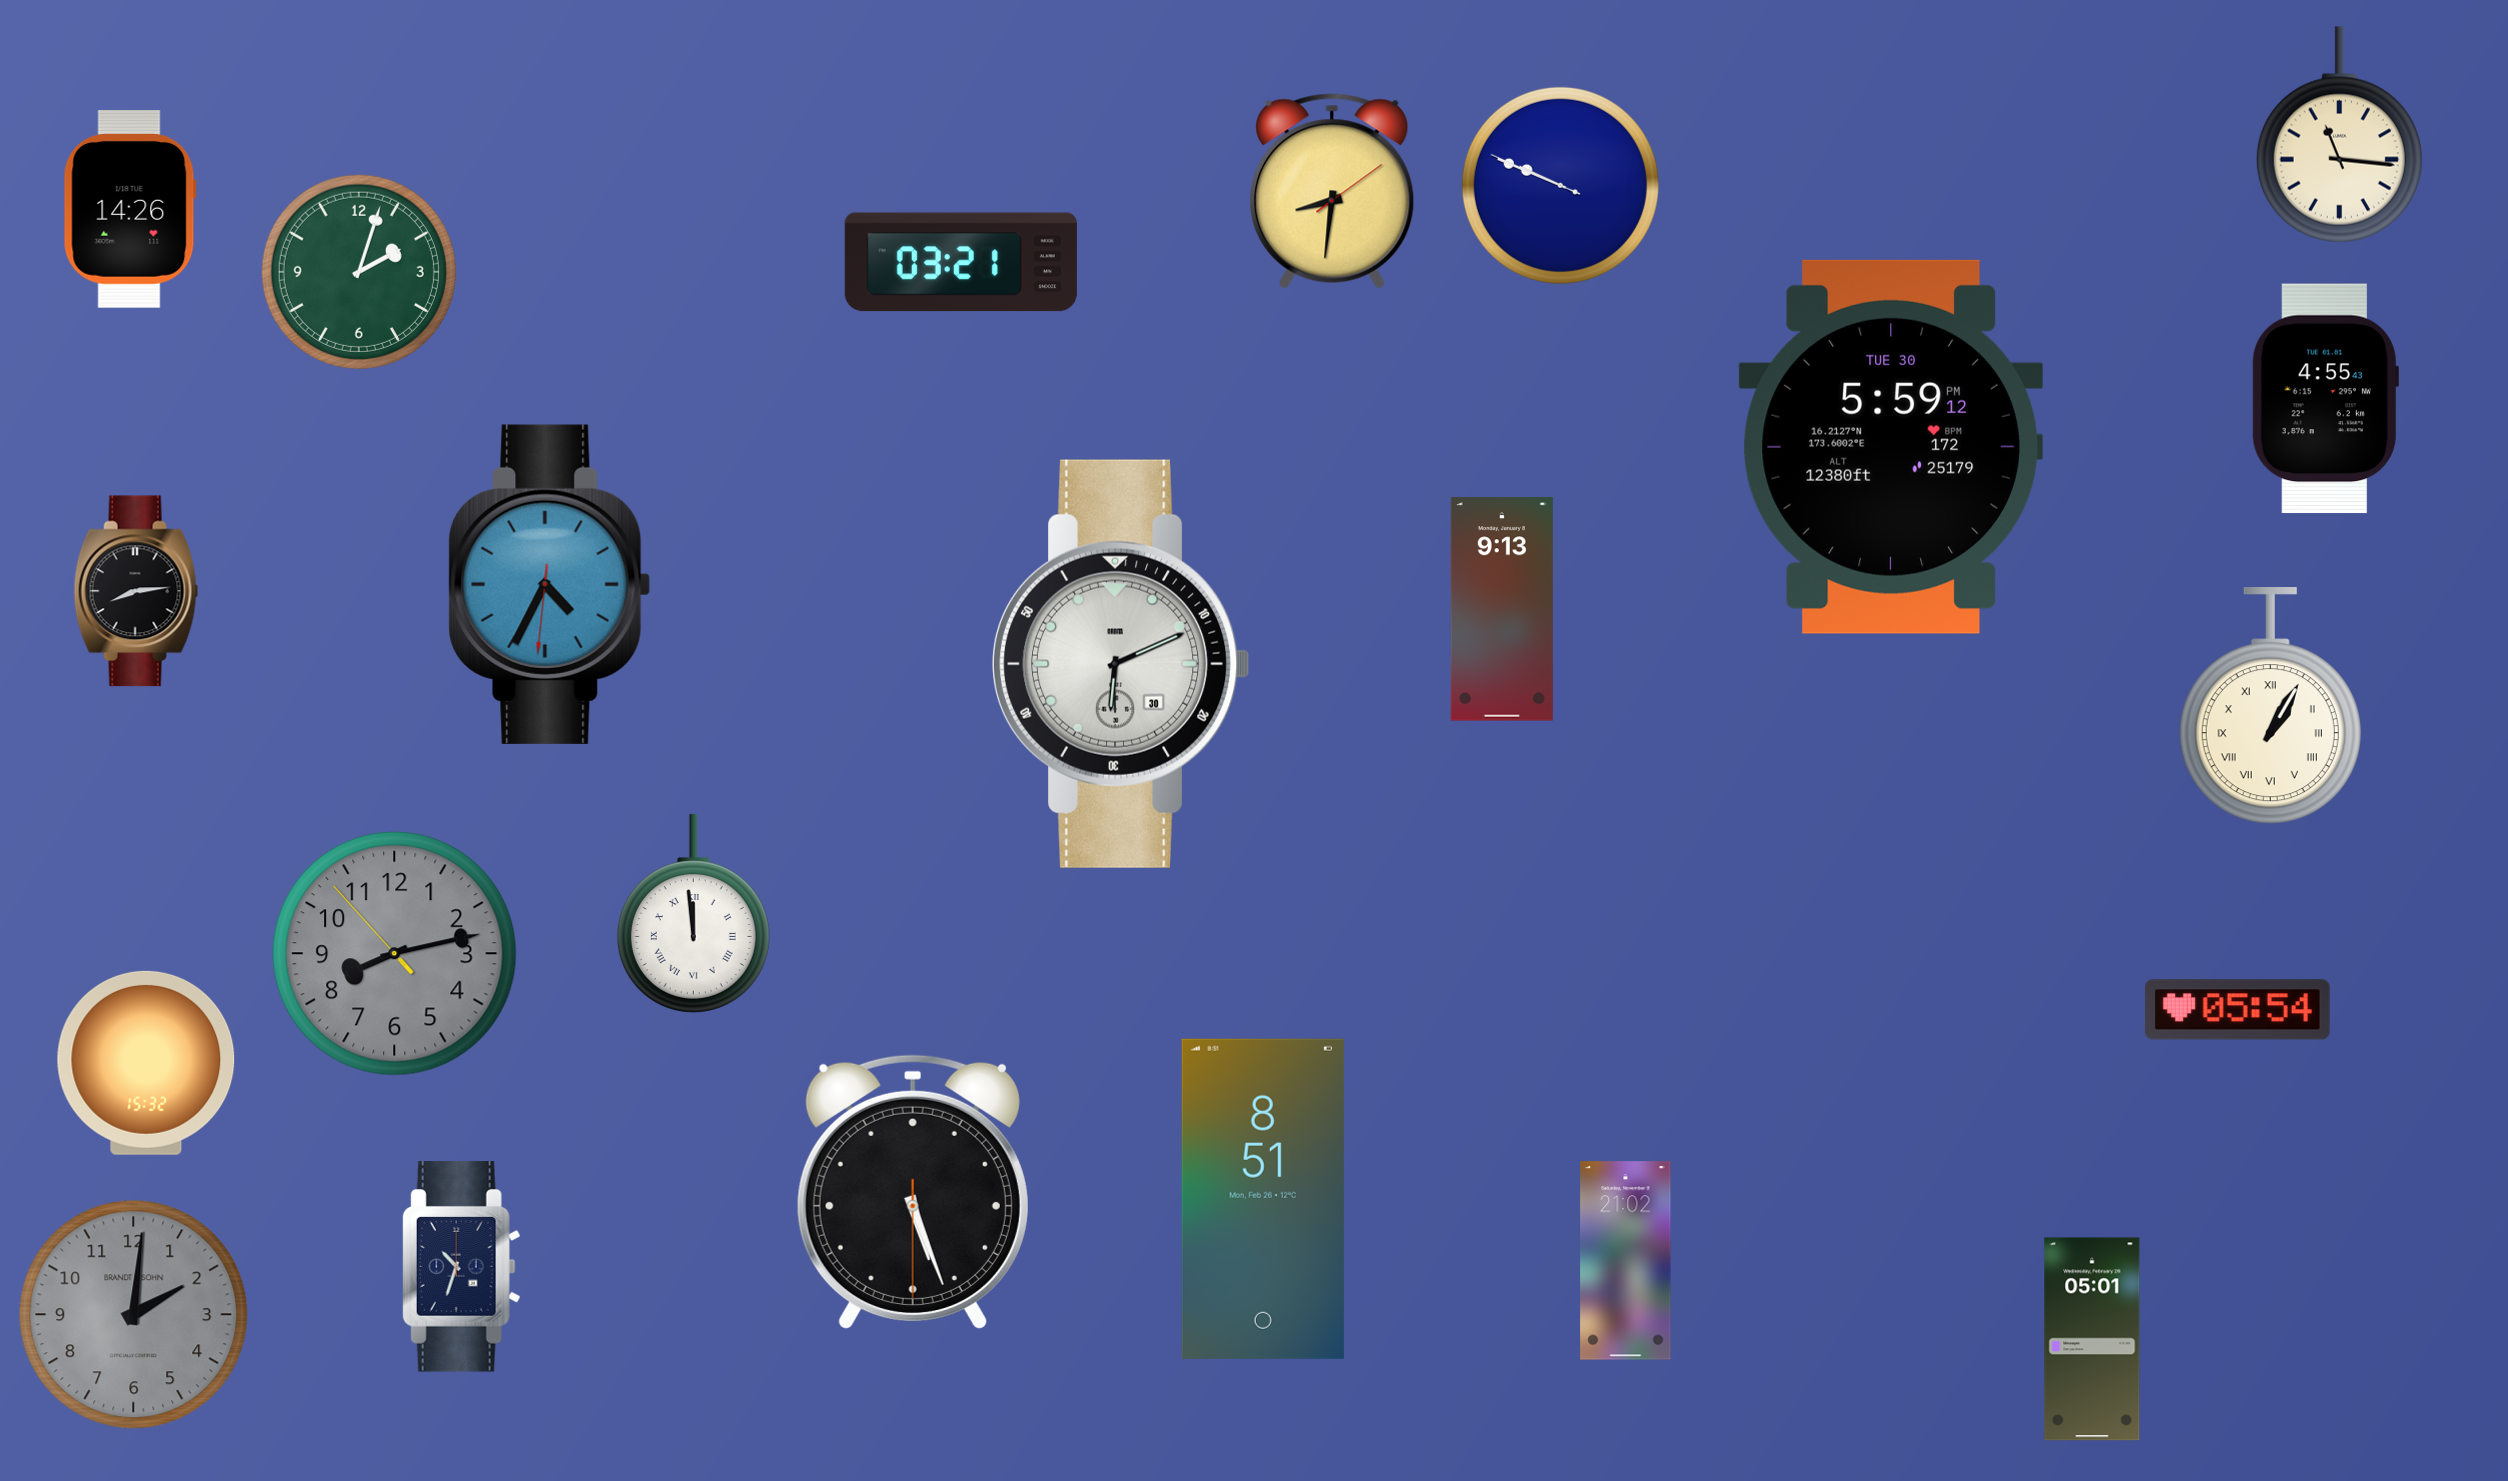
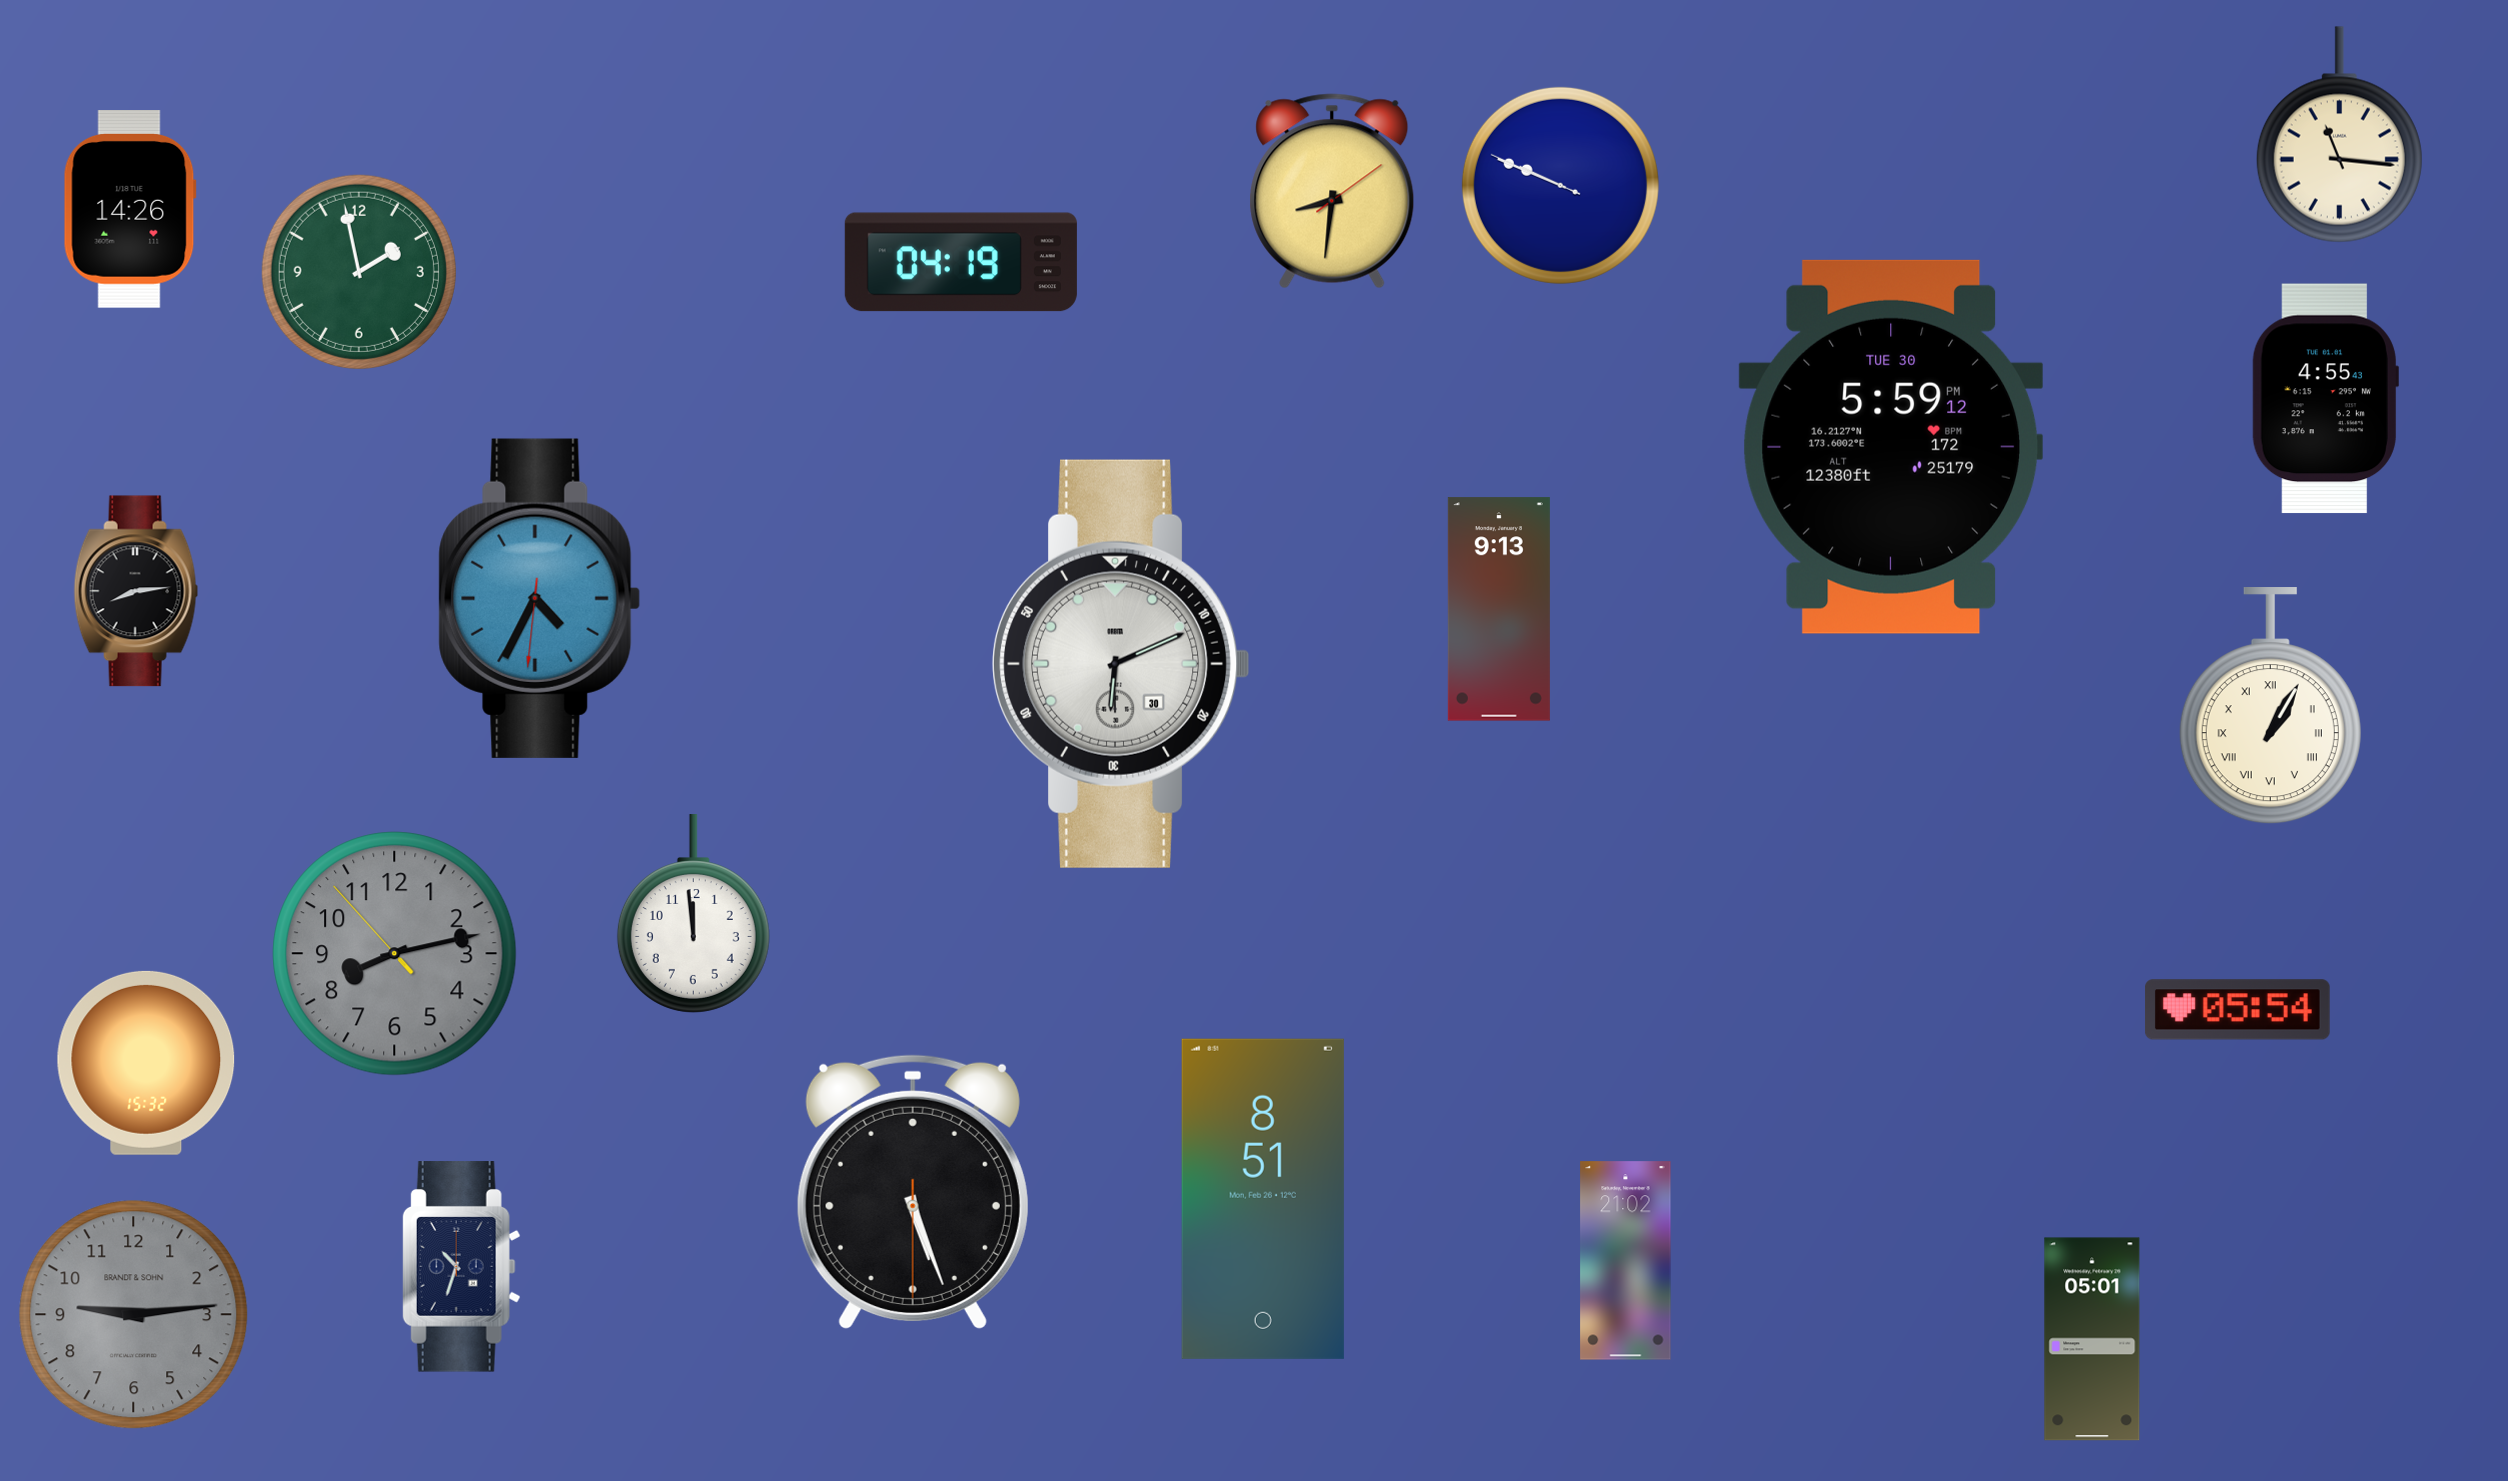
clock at (961, 262): 03:21 -> 04:19
clock at (359, 272): 2:03 -> 1:58
clock at (550, 584) position: (550, 584) -> (540, 598)
clock at (1502, 609) position: (1502, 609) -> (1499, 609)
clock at (693, 914) numerals: Roman -> Arabic
clock at (134, 1315): 2:01 -> 9:14
